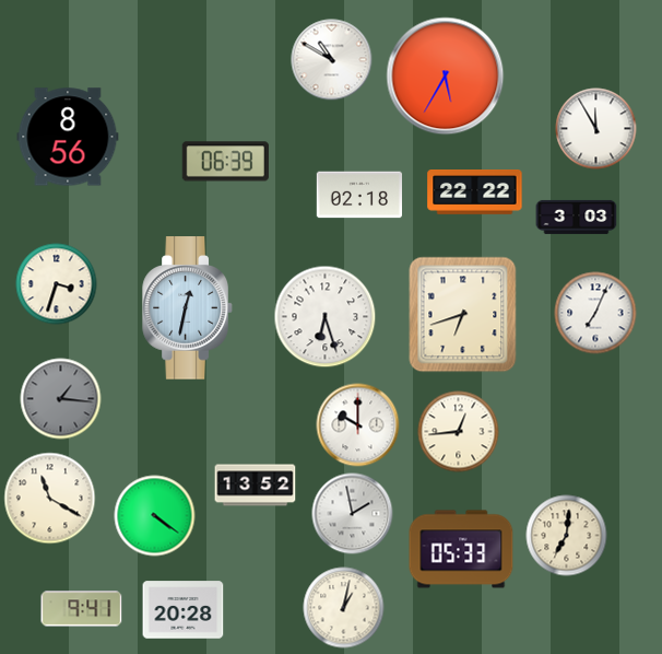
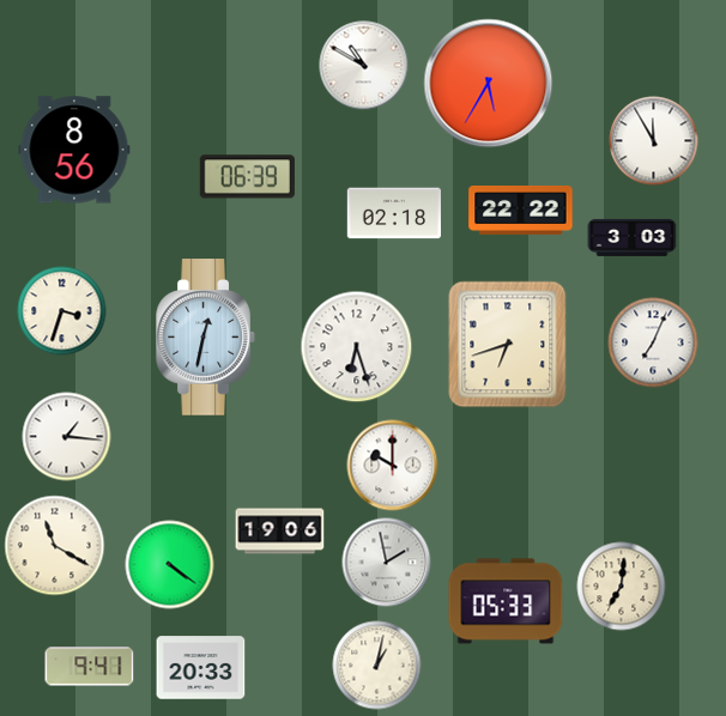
clock at (61, 399) dial: grey -> white
clock at (459, 432): 12:44 -> none
clock at (256, 486): 13:52 -> 19:06
clock at (184, 610): 20:28 -> 20:33
